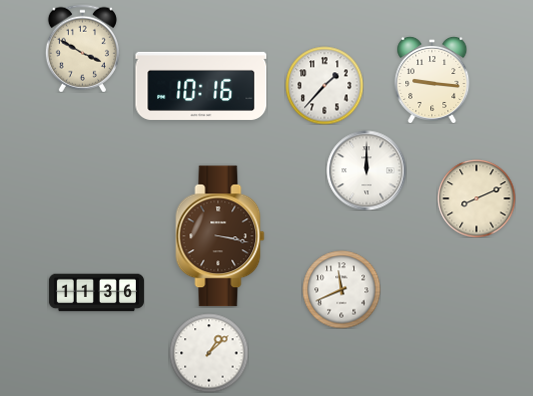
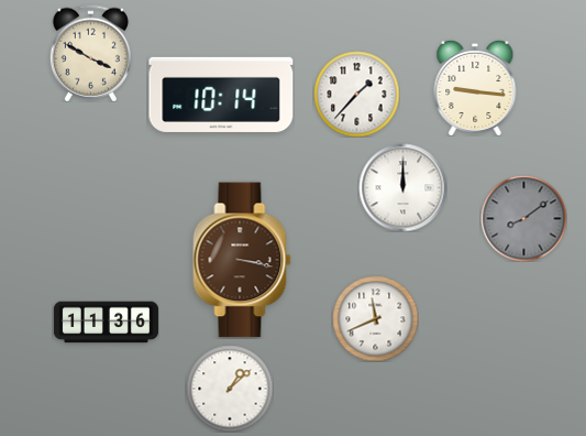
clock at (201, 86): 10:16 -> 10:14
clock at (476, 198): 8:11 -> 8:09
clock at (476, 198) dial: cream -> grey
